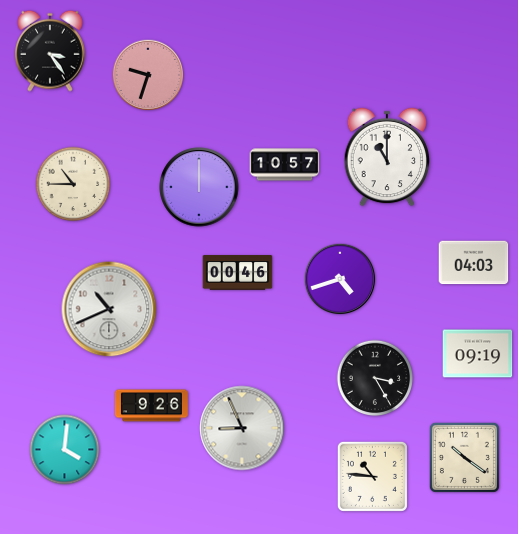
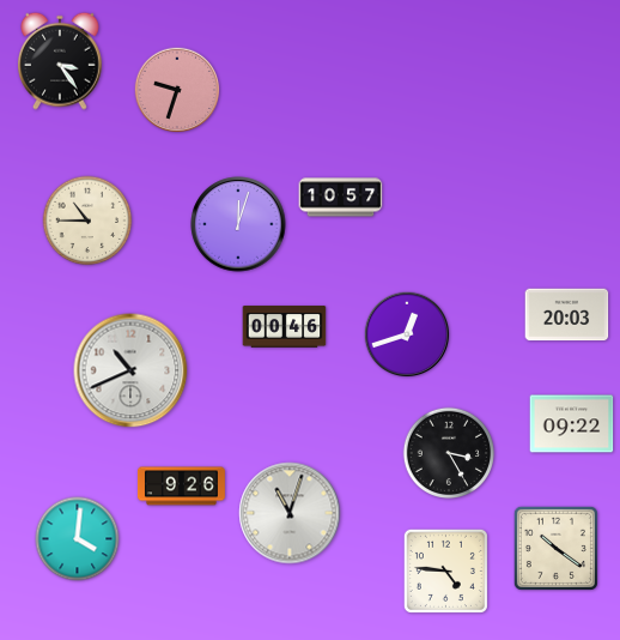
clock at (387, 157): 11:00 -> none
clock at (199, 187): 12:00 -> 12:03
clock at (474, 263): 04:03 -> 20:03
clock at (340, 279): 4:42 -> 12:42
clock at (478, 354): 09:19 -> 09:22
clock at (242, 428): 8:56 -> 11:03
clock at (372, 476): 10:46 -> 4:46
